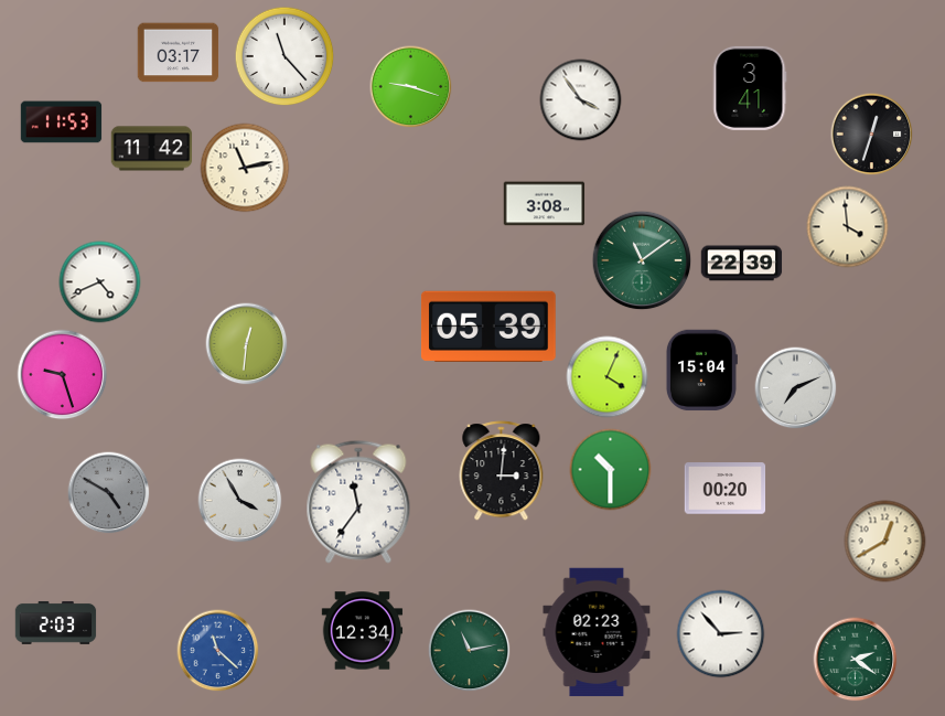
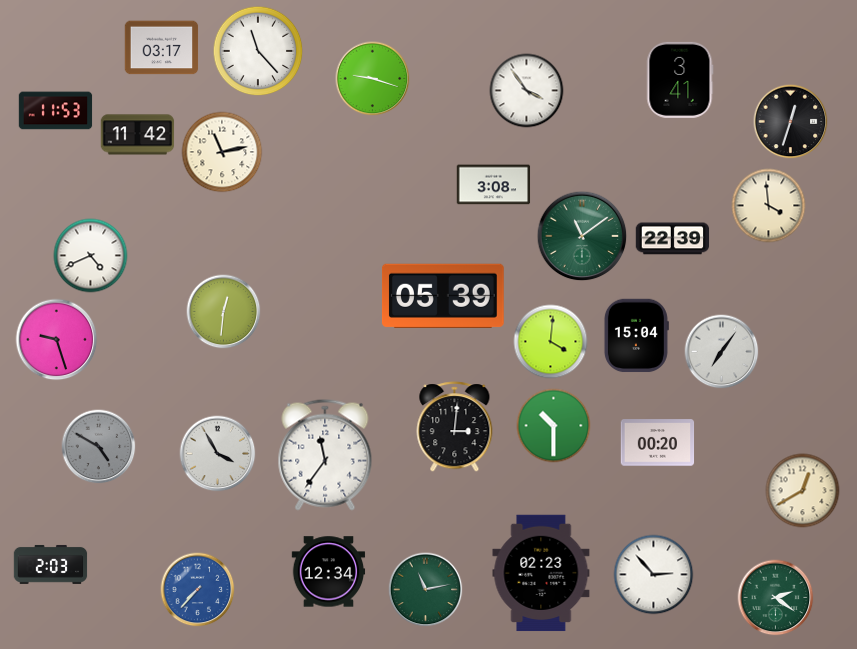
clock at (608, 377): 4:04 -> 4:01
clock at (796, 388): 7:11 -> 7:06
clock at (218, 651): 11:22 -> 7:37
